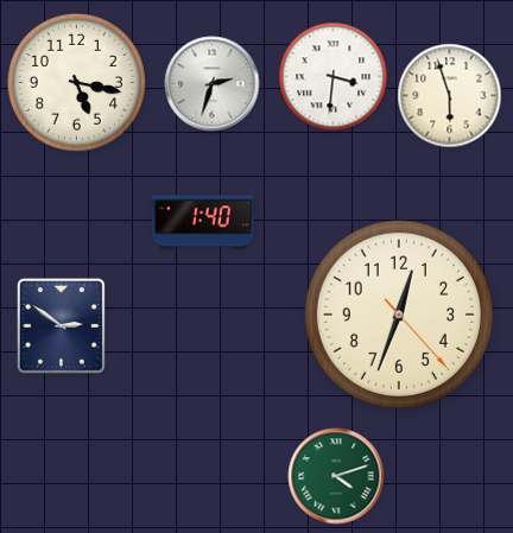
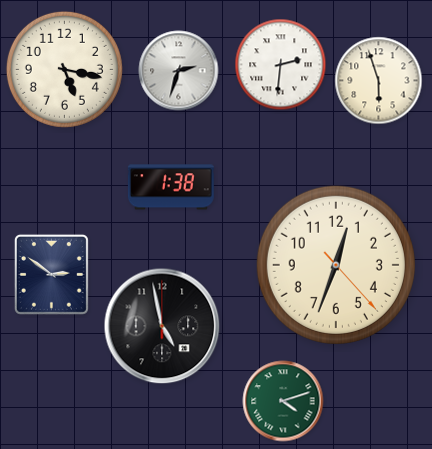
clock at (334, 77): 3:31 -> 2:31
clock at (203, 222): 1:40 -> 1:38
clock at (162, 326): none -> 4:58
